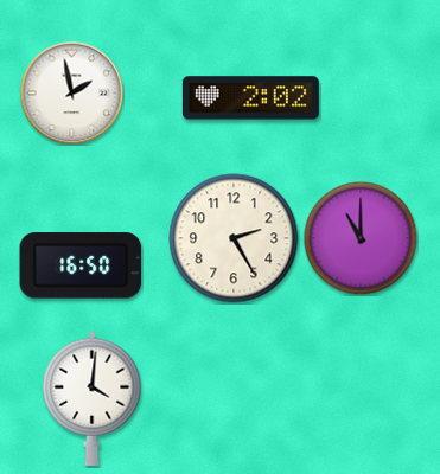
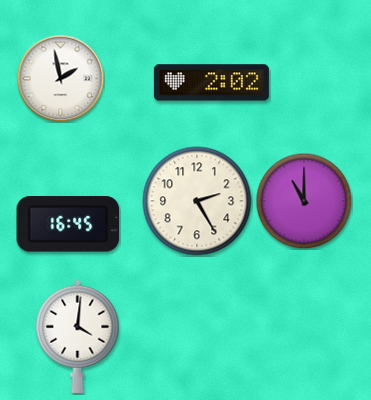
clock at (81, 265): 16:50 -> 16:45
